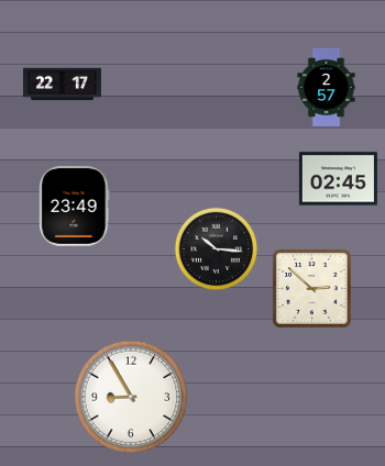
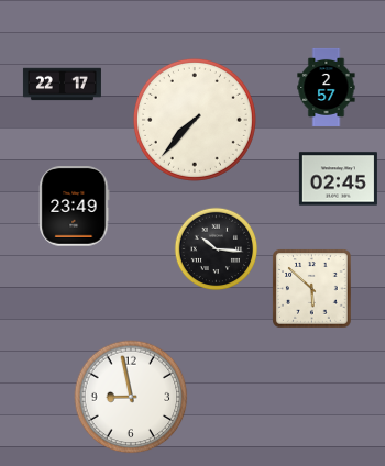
clock at (195, 120): none -> 7:37
clock at (312, 289): 2:52 -> 5:52
clock at (131, 397): 8:55 -> 8:58
